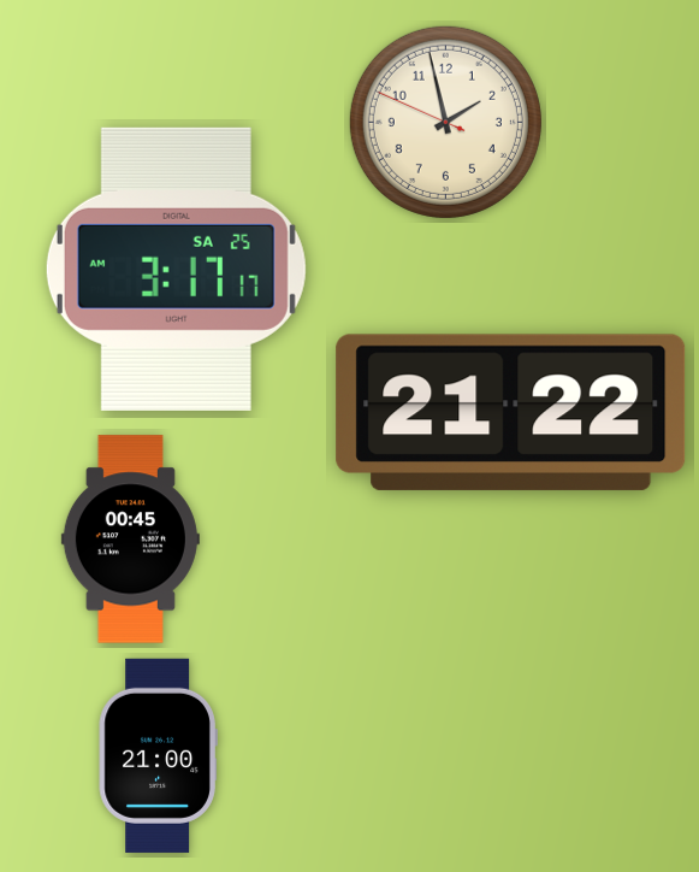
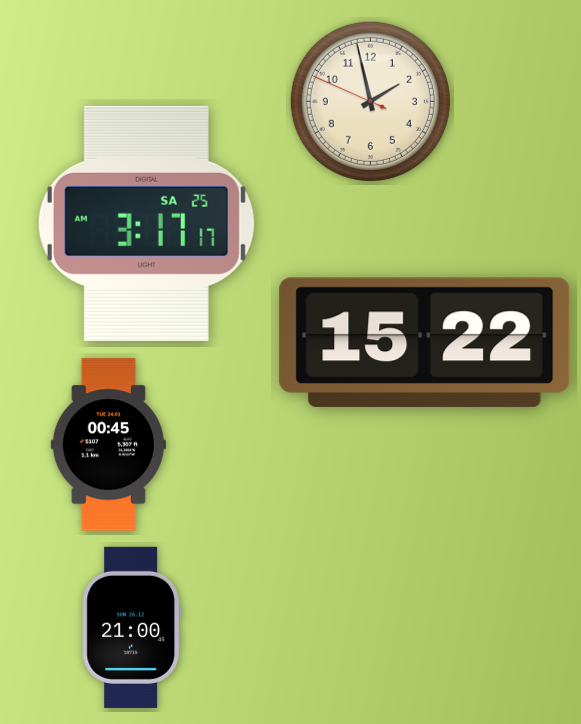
clock at (511, 412): 21:22 -> 15:22
clock at (130, 540) position: (130, 540) -> (108, 445)
